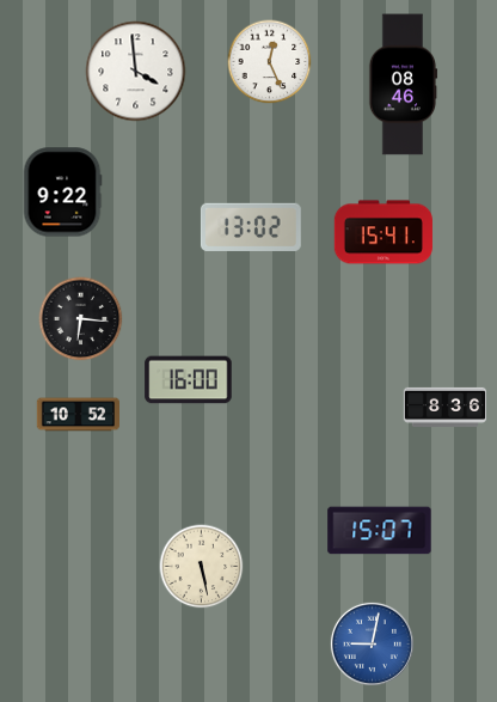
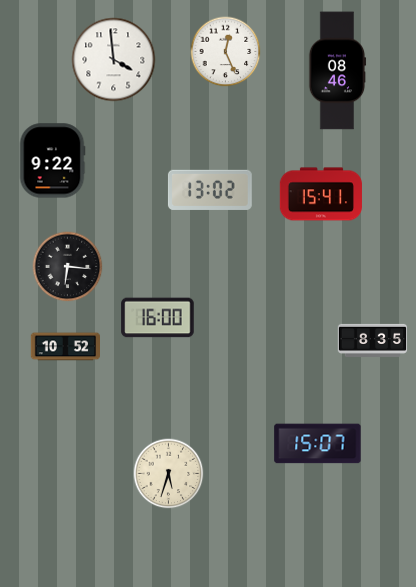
clock at (446, 407): 8:36 -> 8:35
clock at (202, 567): 5:28 -> 5:33
clock at (372, 643): 9:02 -> none
